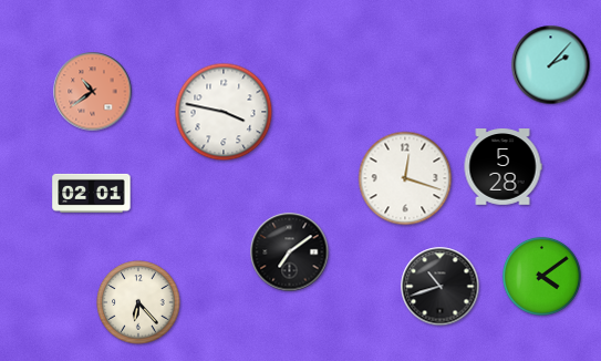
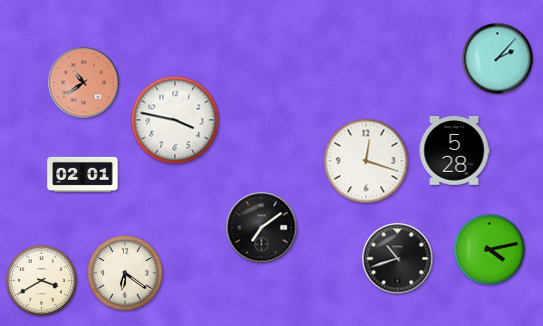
clock at (224, 112) position: (224, 112) -> (175, 120)
clock at (541, 276): 4:09 -> 4:13
clock at (138, 302): 6:23 -> 6:21
clock at (41, 280): none -> 3:40
